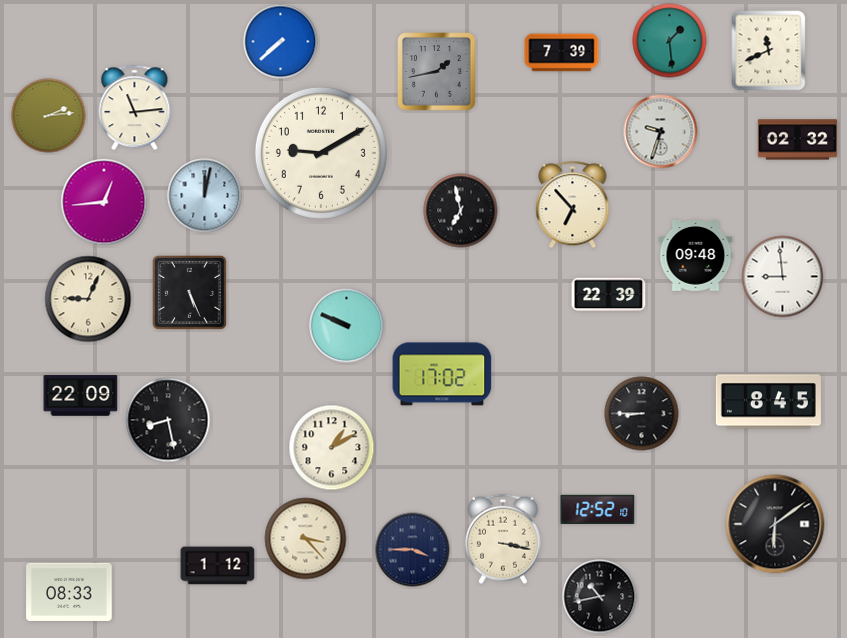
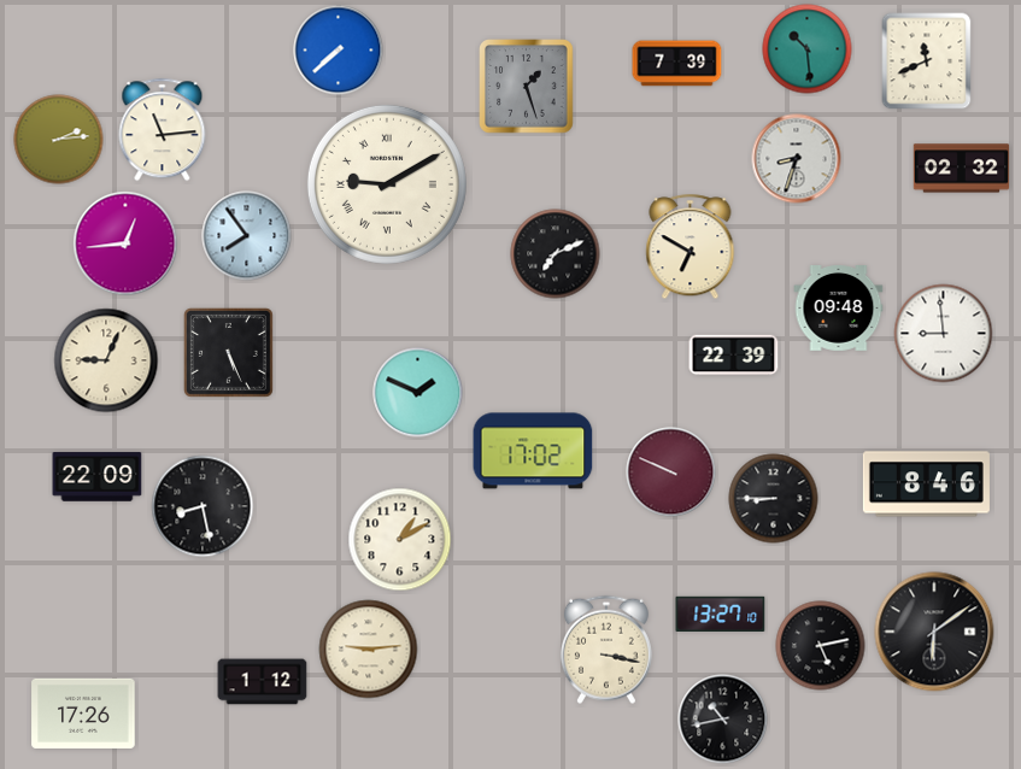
clock at (670, 41): 1:29 -> 10:29
clock at (437, 72): 1:43 -> 1:27
clock at (661, 132): 9:33 -> 8:33
clock at (321, 153) numerals: Arabic -> Roman
clock at (205, 196): 12:02 -> 7:54
clock at (573, 205): 6:53 -> 6:50
clock at (461, 211): 6:58 -> 7:11
clock at (347, 326): 9:49 -> 1:49
clock at (671, 472): none -> 9:49
clock at (768, 402): 8:45 -> 8:46
clock at (598, 509): 12:52 -> 13:27
clock at (821, 646): none -> 5:13
clock at (306, 539): 3:23 -> 9:14
clock at (413, 550): 3:45 -> none
clock at (69, 592): 08:33 -> 17:26
